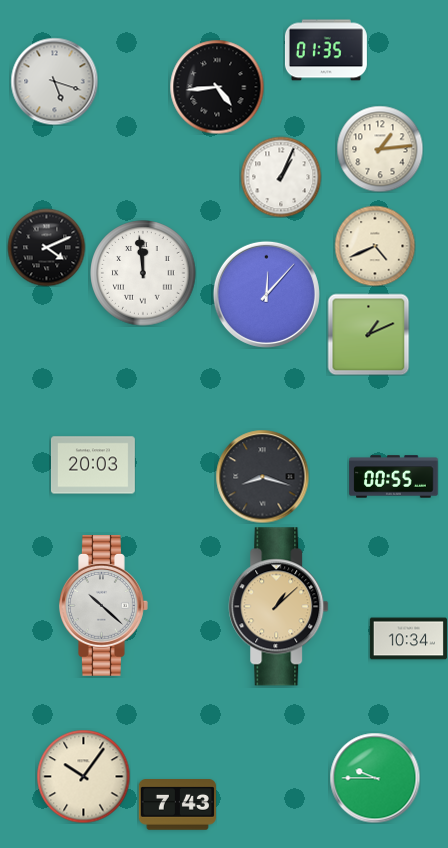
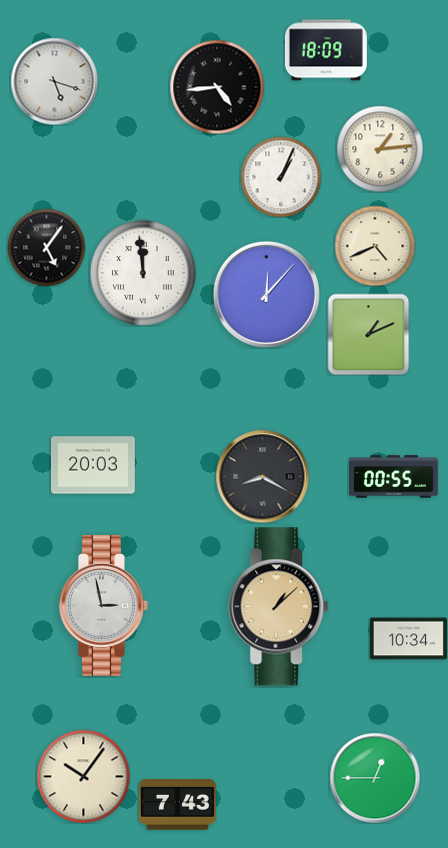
clock at (326, 50): 01:35 -> 18:09
clock at (46, 247): 4:11 -> 5:06
clock at (262, 476): 8:18 -> 8:20
clock at (104, 605): 10:22 -> 2:58
clock at (375, 778): 9:45 -> 12:45
